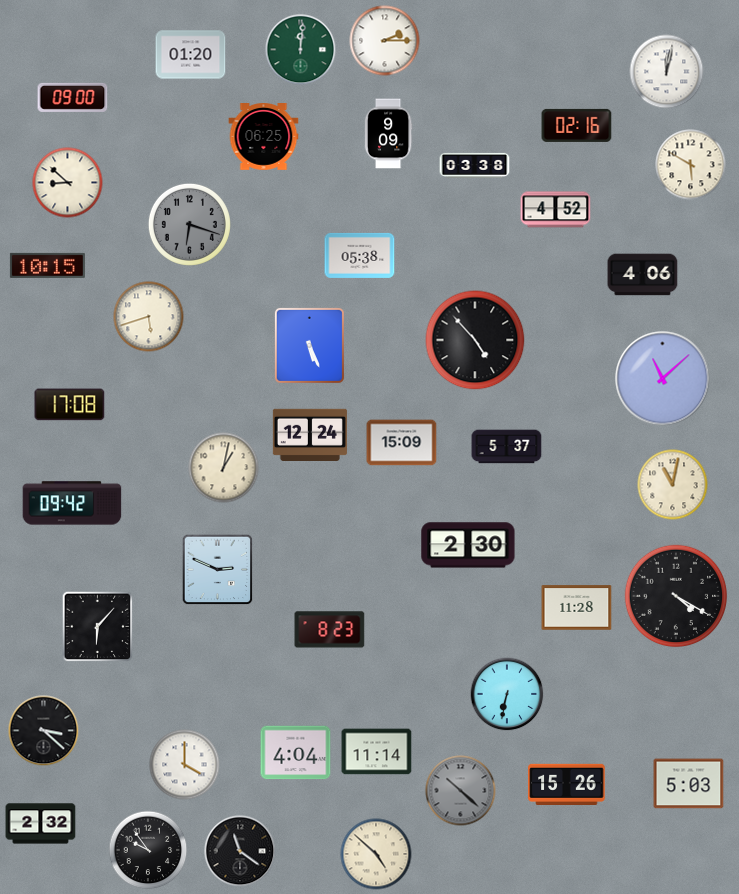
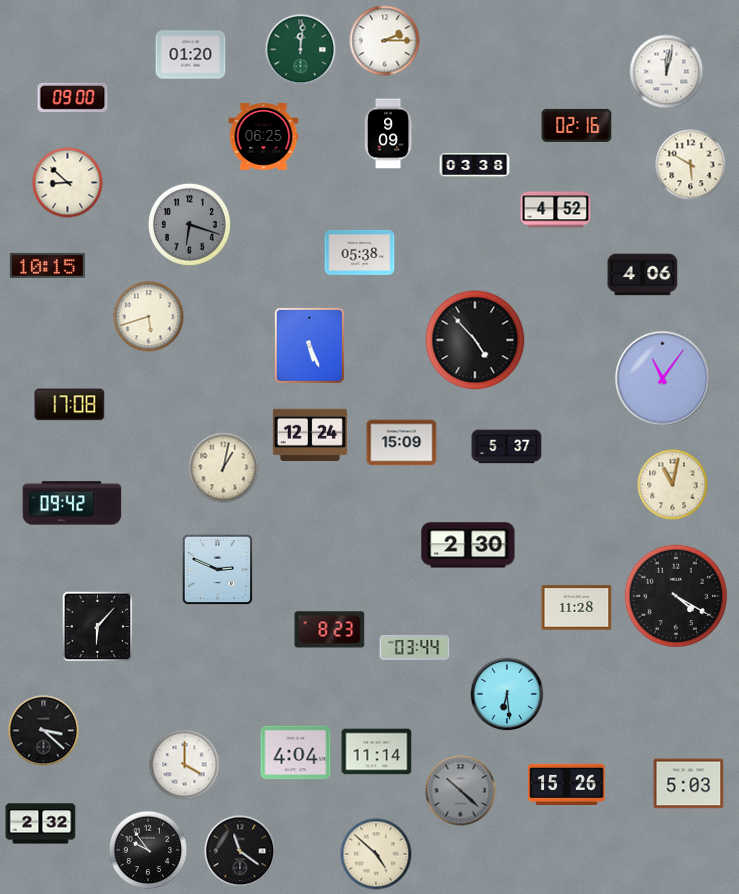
clock at (360, 255) position: (360, 255) -> (360, 252)
clock at (663, 379): 11:08 -> 11:06
clock at (415, 648): none -> 03:44
clock at (507, 694): 6:32 -> 6:29
